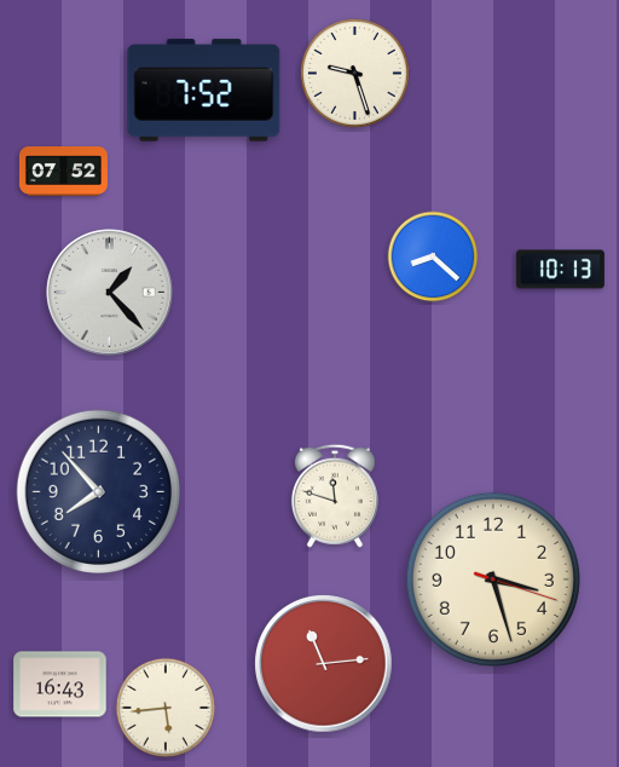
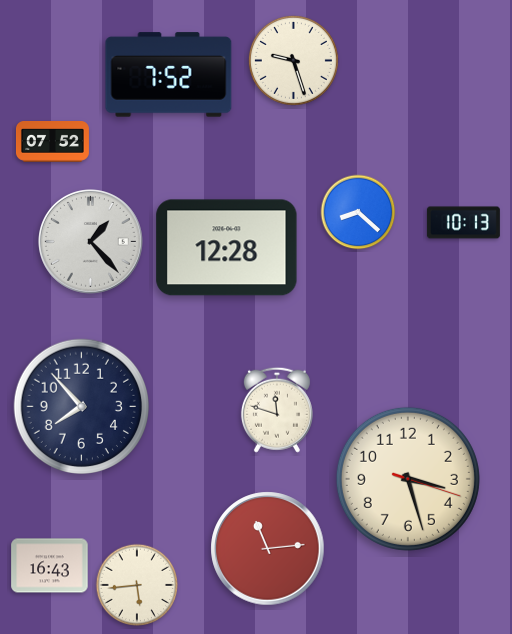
clock at (227, 248): none -> 12:28
